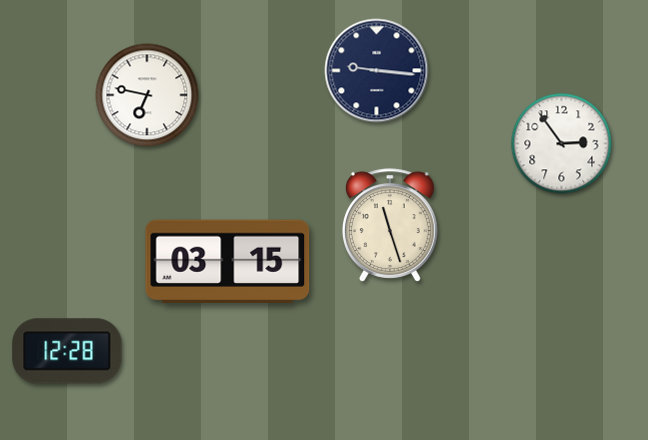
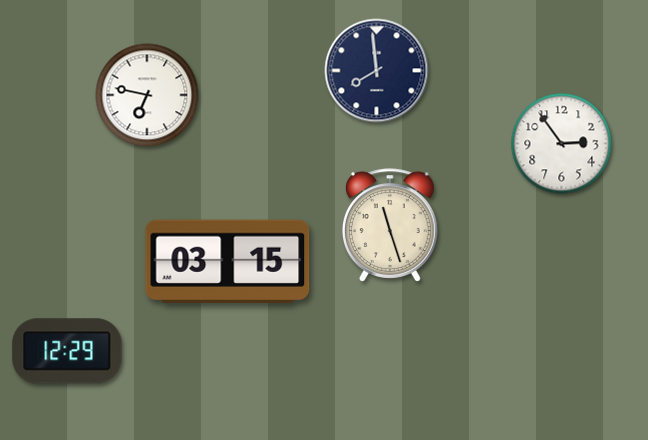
clock at (377, 71): 9:16 -> 7:59
clock at (67, 351): 12:28 -> 12:29
